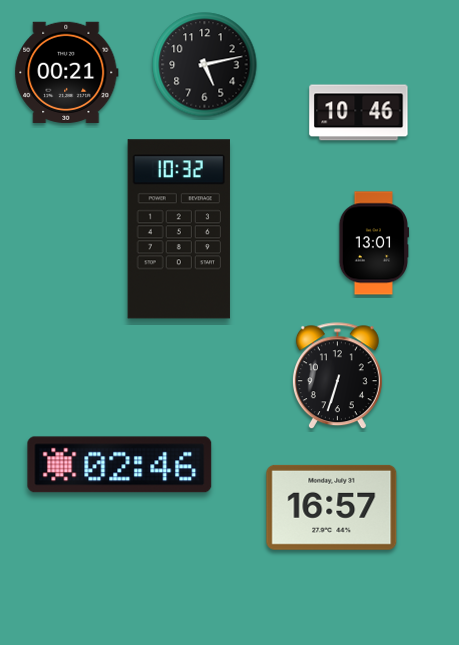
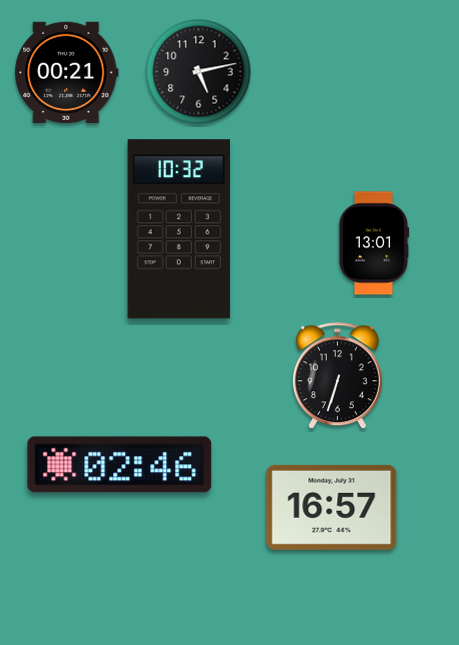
clock at (205, 65) position: (205, 65) -> (199, 72)
clock at (359, 113): 10:46 -> none
